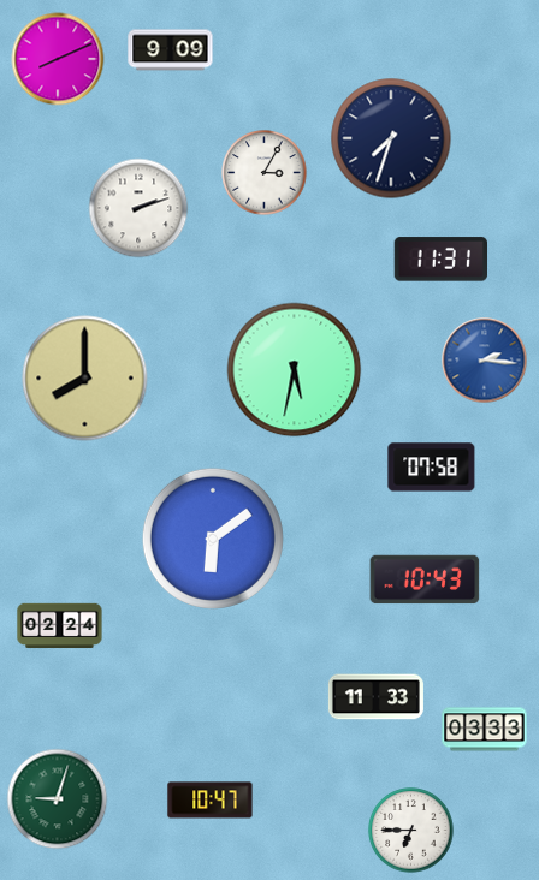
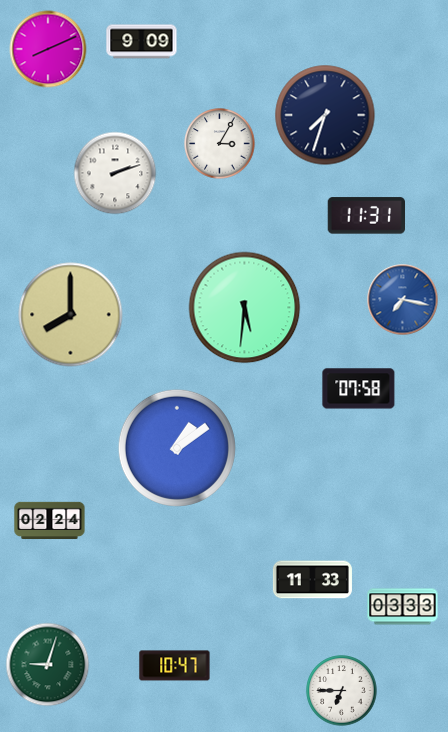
clock at (485, 361): 2:16 -> 7:17
clock at (295, 370): 5:32 -> 5:31
clock at (213, 539): 6:09 -> 1:09
clock at (425, 579): 10:43 -> none
